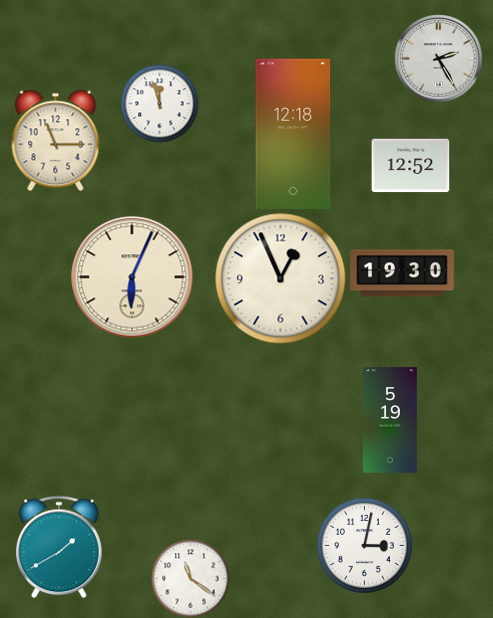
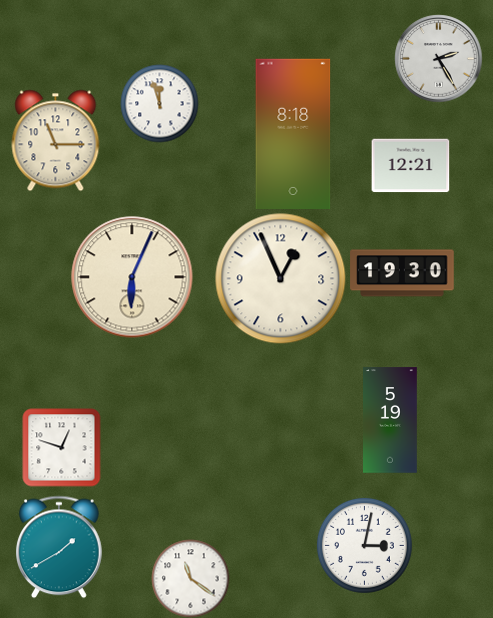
clock at (293, 133): 12:18 -> 8:18
clock at (410, 166): 12:52 -> 12:21
clock at (61, 447): none -> 12:48
